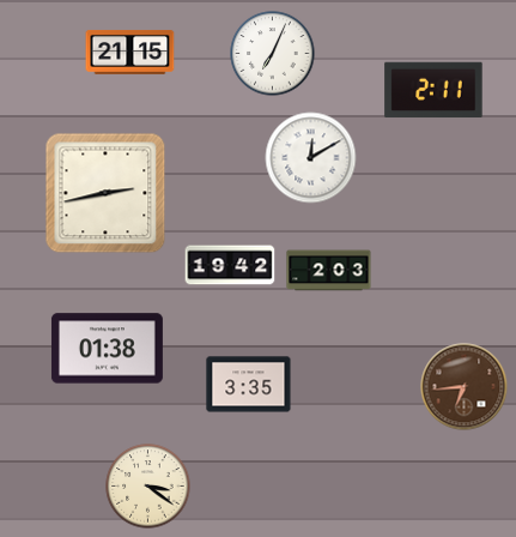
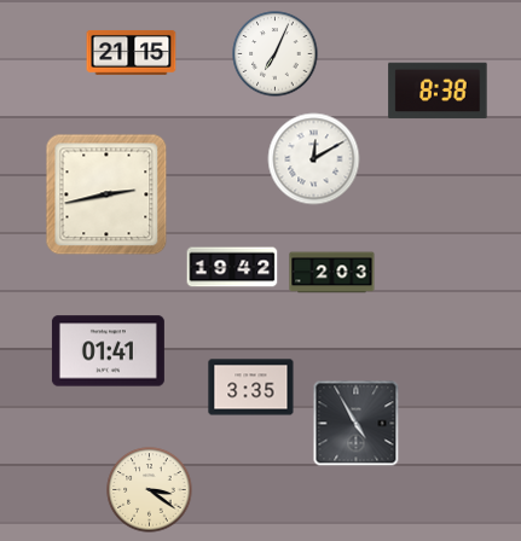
clock at (433, 90): 2:11 -> 8:38
clock at (107, 349): 01:38 -> 01:41
clock at (465, 387): 6:44 -> none
clock at (357, 424): none -> 4:55
